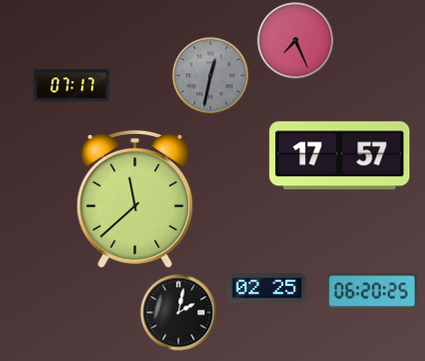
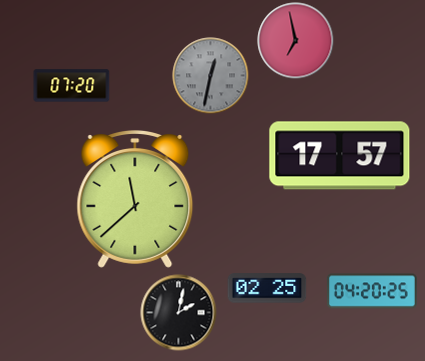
clock at (296, 41): 7:26 -> 6:58
clock at (72, 86): 07:17 -> 07:20
clock at (372, 291): 06:20 -> 04:20
